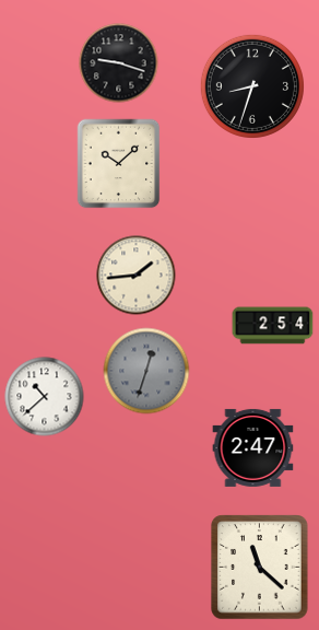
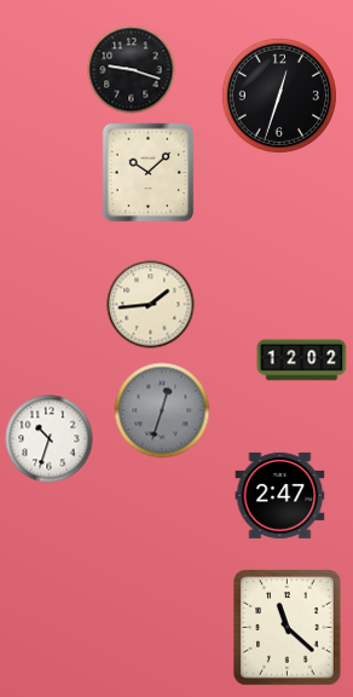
clock at (252, 86): 8:33 -> 12:33
clock at (119, 164) position: (119, 164) -> (149, 173)
clock at (273, 326): 2:54 -> 12:02
clock at (45, 397): 10:38 -> 10:33
